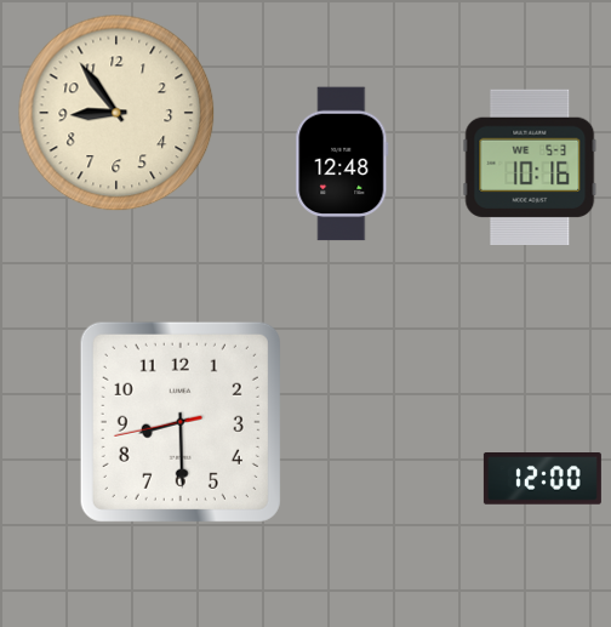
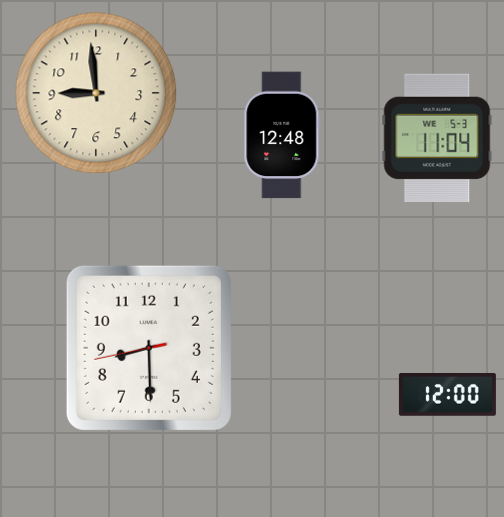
clock at (116, 113): 8:54 -> 8:59
clock at (530, 166): 10:16 -> 11:04
